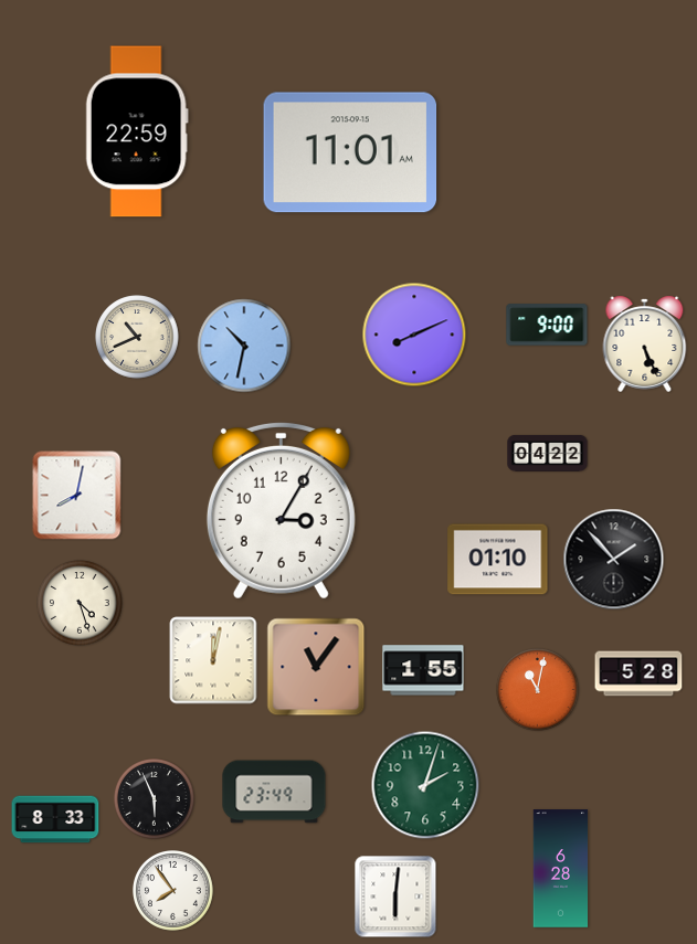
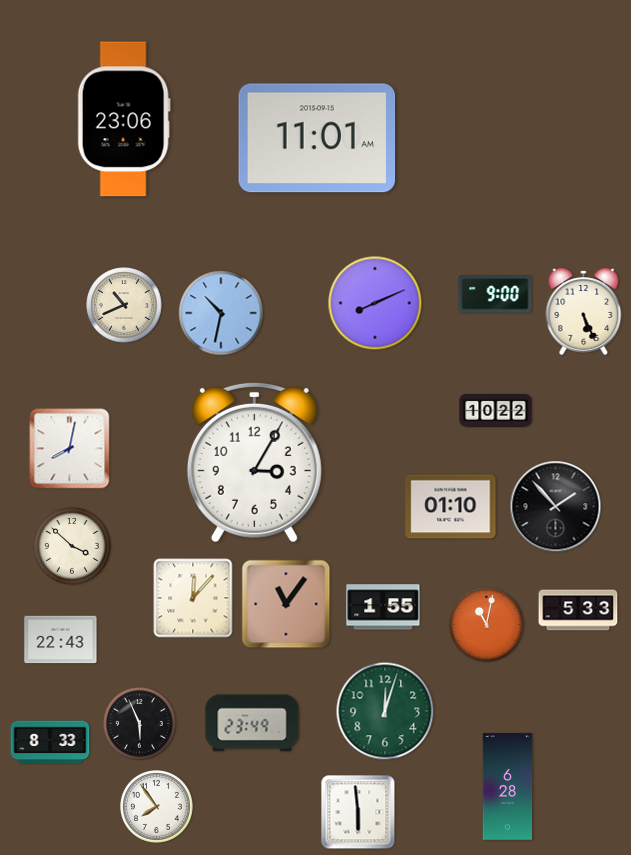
clock at (137, 131): 22:59 -> 23:06
clock at (548, 453): 04:22 -> 10:22
clock at (80, 603): 4:27 -> 3:52
clock at (213, 660): 12:02 -> 12:07
clock at (638, 673): 5:28 -> 5:33
clock at (61, 640): none -> 22:43
clock at (425, 785): 2:03 -> 12:03
clock at (274, 792) position: (274, 792) -> (252, 723)
clock at (395, 897): 6:01 -> 5:59
